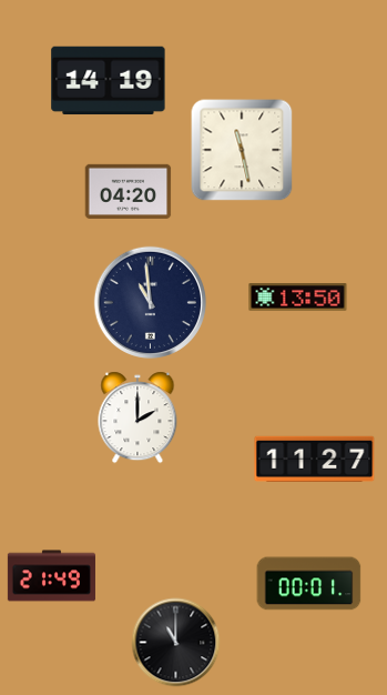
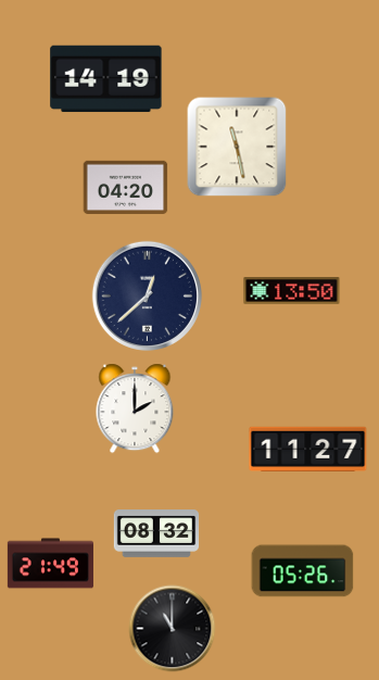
clock at (150, 302): 10:59 -> 12:38
clock at (156, 533): none -> 08:32
clock at (309, 584): 00:01 -> 05:26
